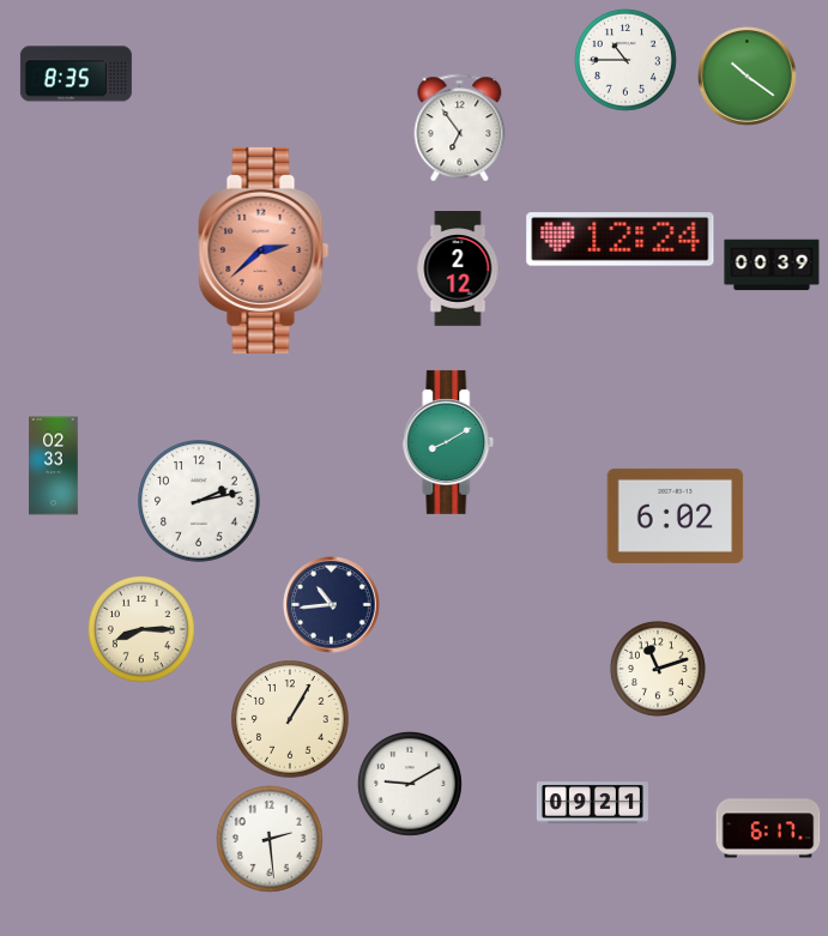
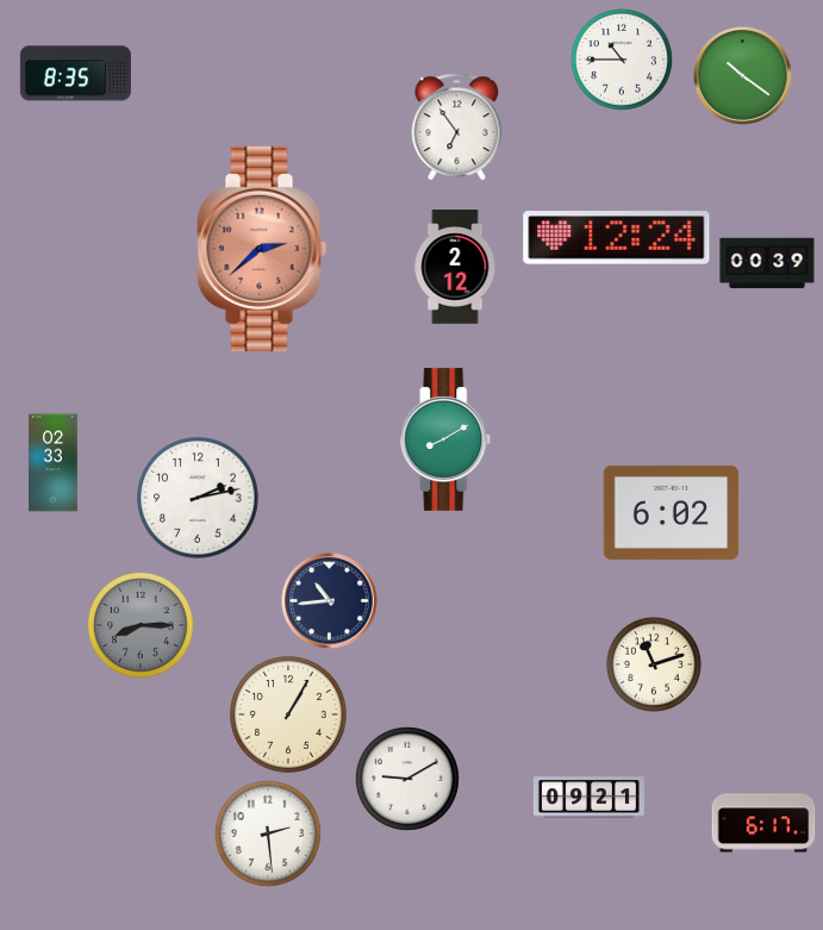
clock at (143, 630) dial: cream -> grey
